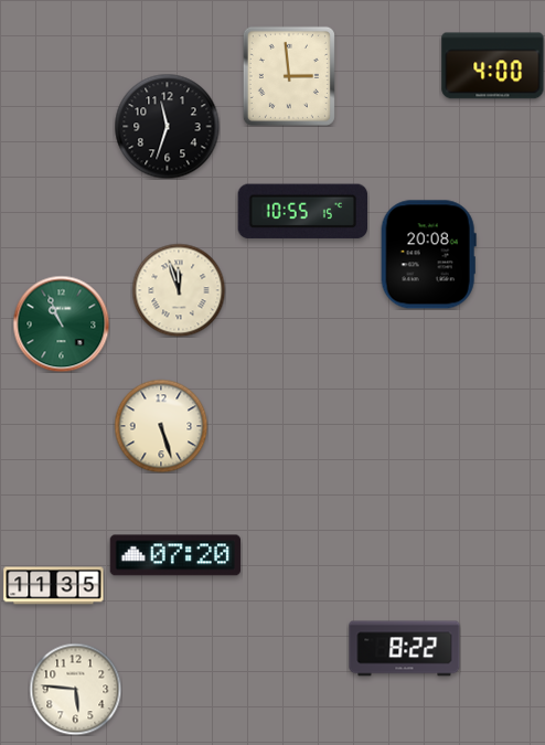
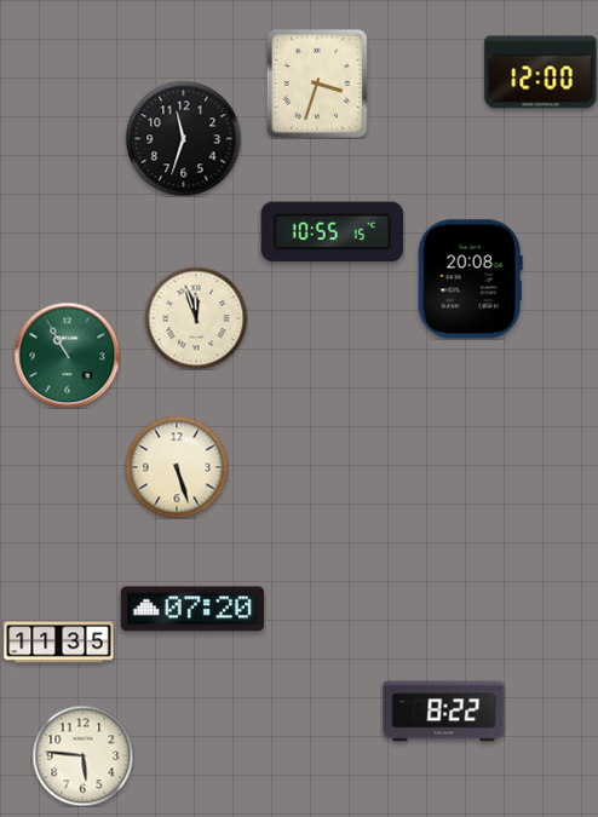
clock at (493, 66): 4:00 -> 12:00
clock at (289, 76): 2:59 -> 3:33
clock at (61, 323): 10:56 -> 10:55
